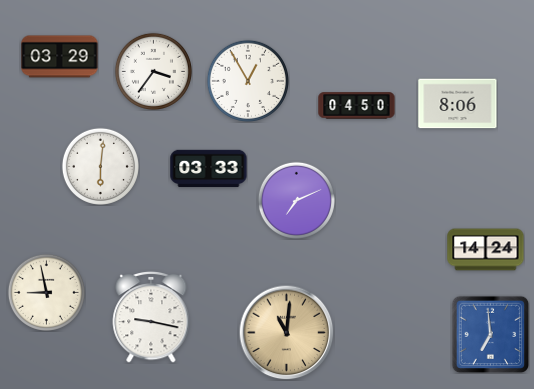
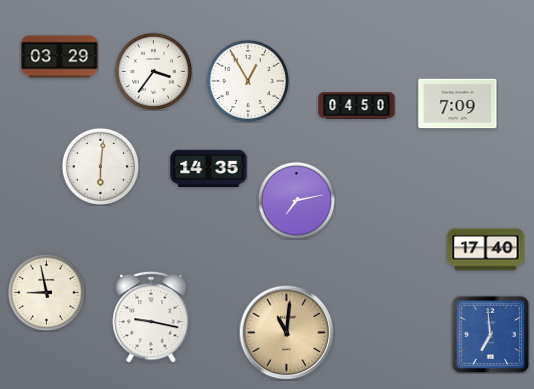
clock at (458, 104): 8:06 -> 7:09
clock at (209, 169): 03:33 -> 14:35
clock at (296, 200): 7:11 -> 7:13
clock at (486, 250): 14:24 -> 17:40
